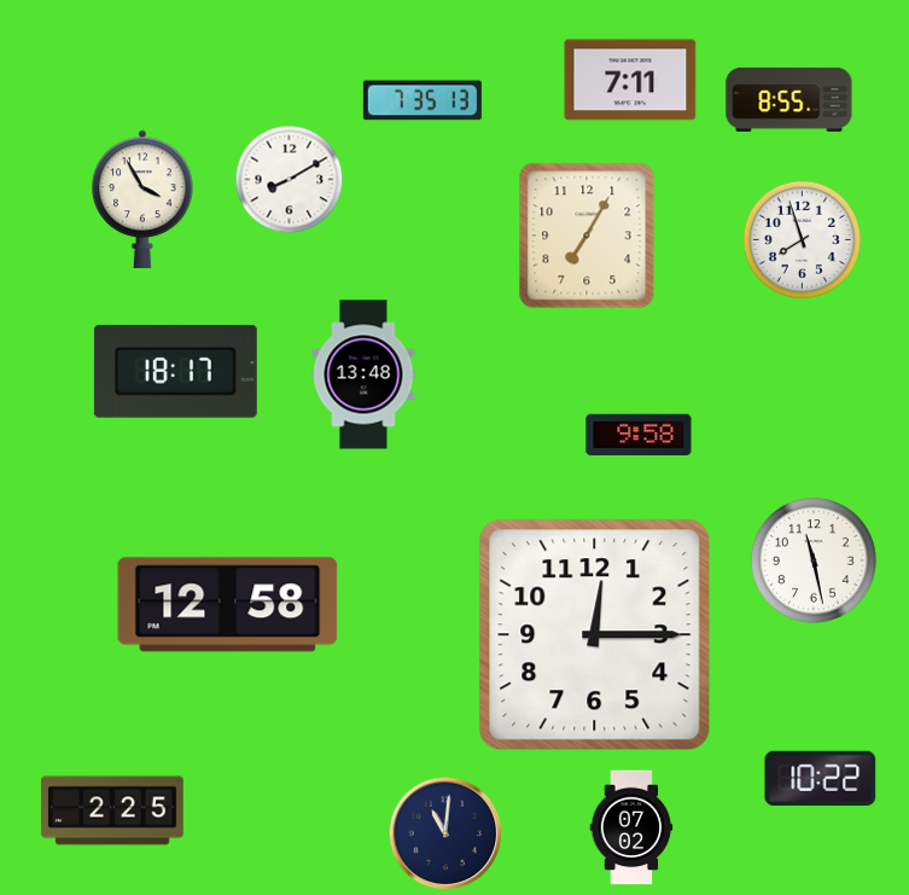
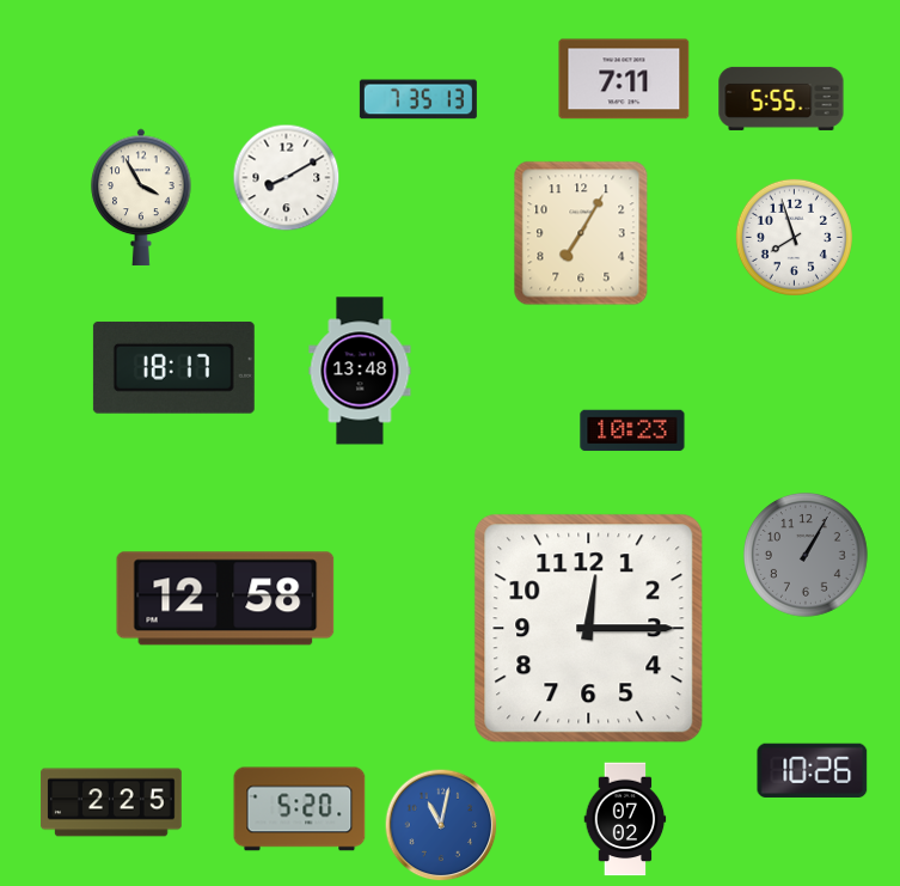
clock at (789, 99): 8:55 -> 5:55
clock at (639, 435): 9:58 -> 10:23
clock at (815, 562): 11:28 -> 1:05
clock at (815, 562) dial: white -> grey
clock at (821, 778): 10:22 -> 10:26
clock at (300, 809): none -> 5:20
clock at (445, 833): 11:01 -> 11:02
clock at (445, 833) dial: navy -> blue
